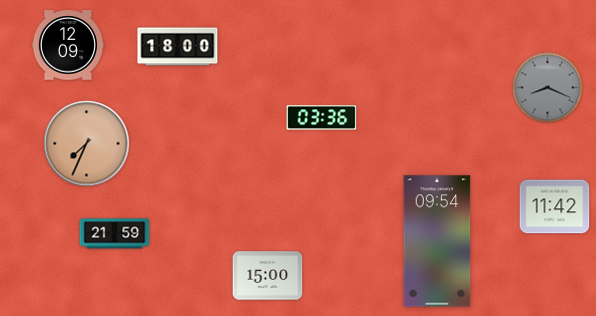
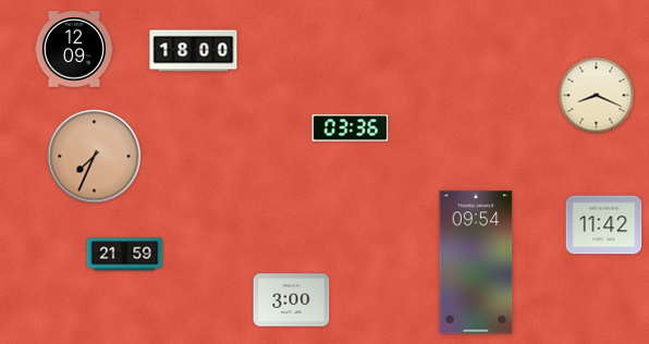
clock at (548, 88) dial: grey -> cream
clock at (268, 276): 15:00 -> 3:00
